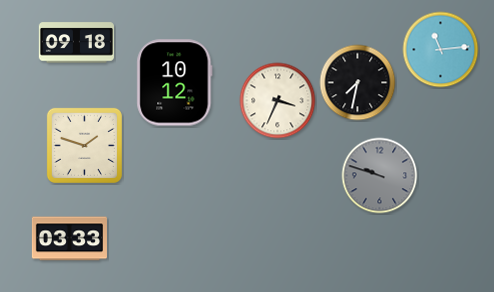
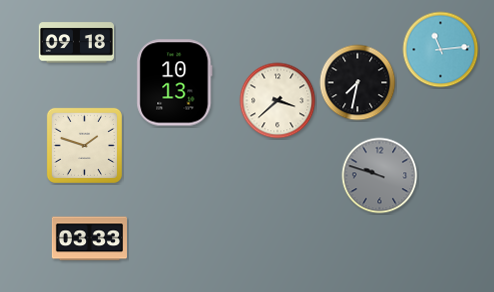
clock at (175, 83): 10:12 -> 10:13
clock at (278, 101): 3:34 -> 3:38
clock at (69, 239) position: (69, 239) -> (89, 239)
